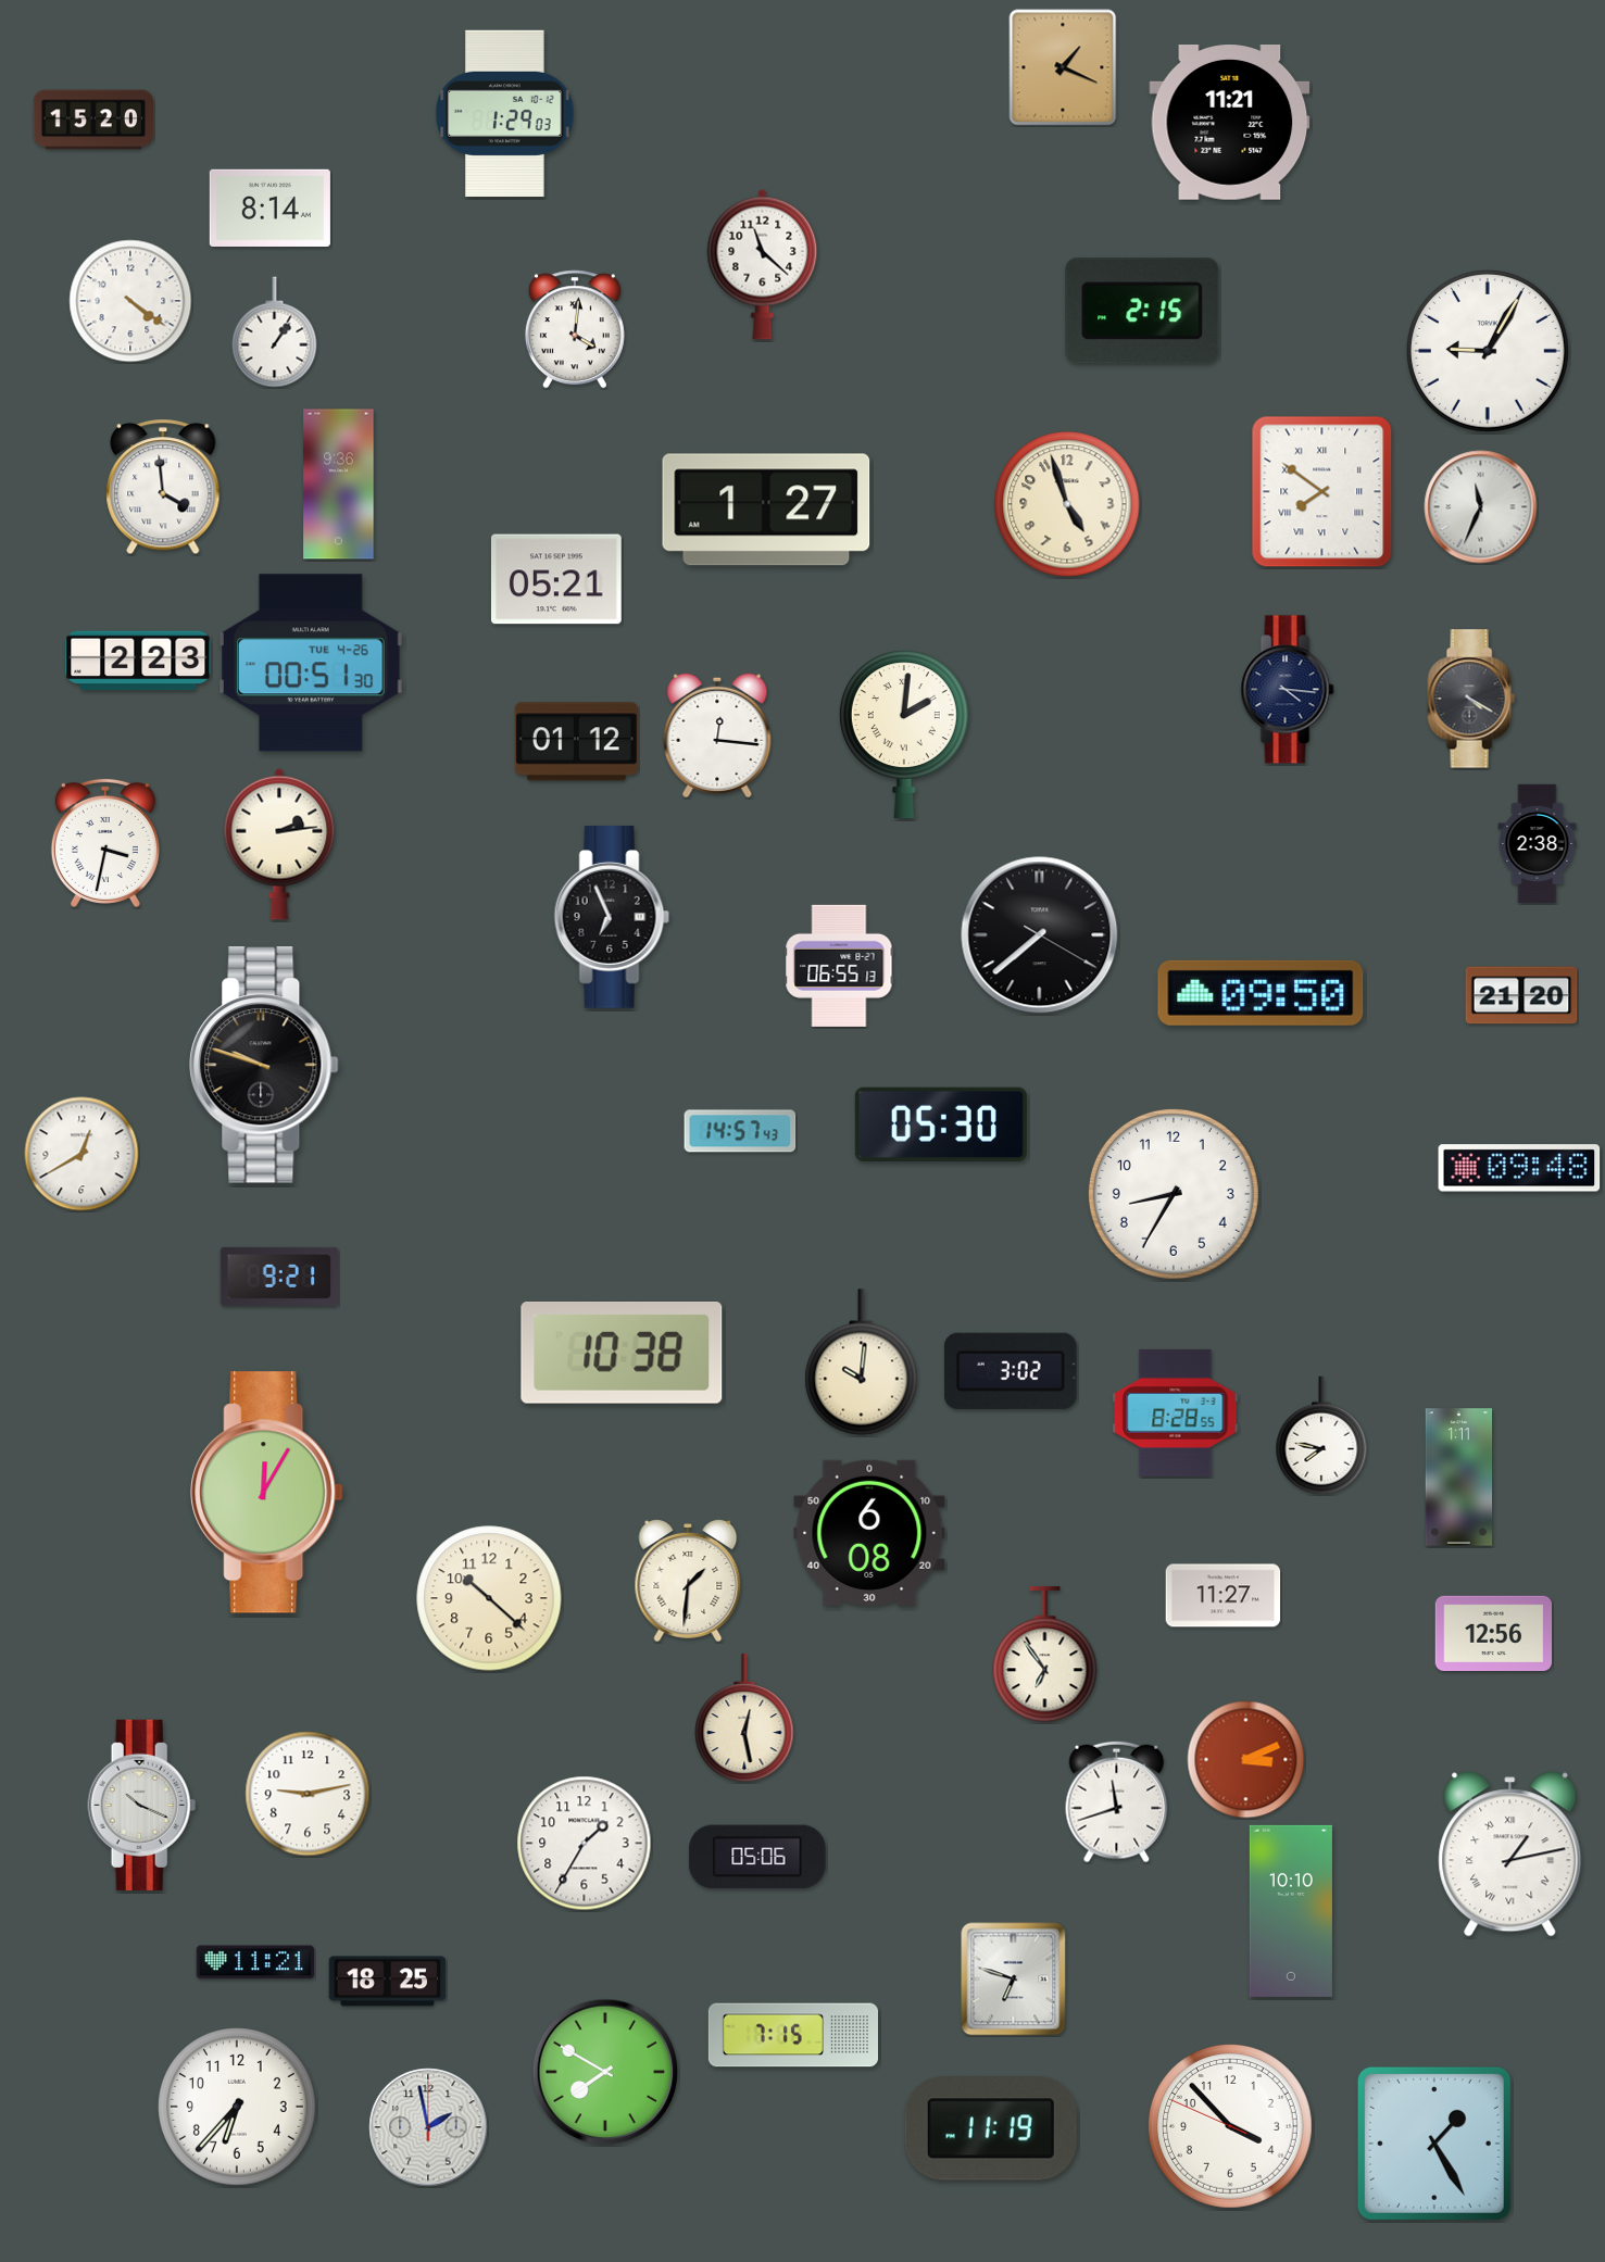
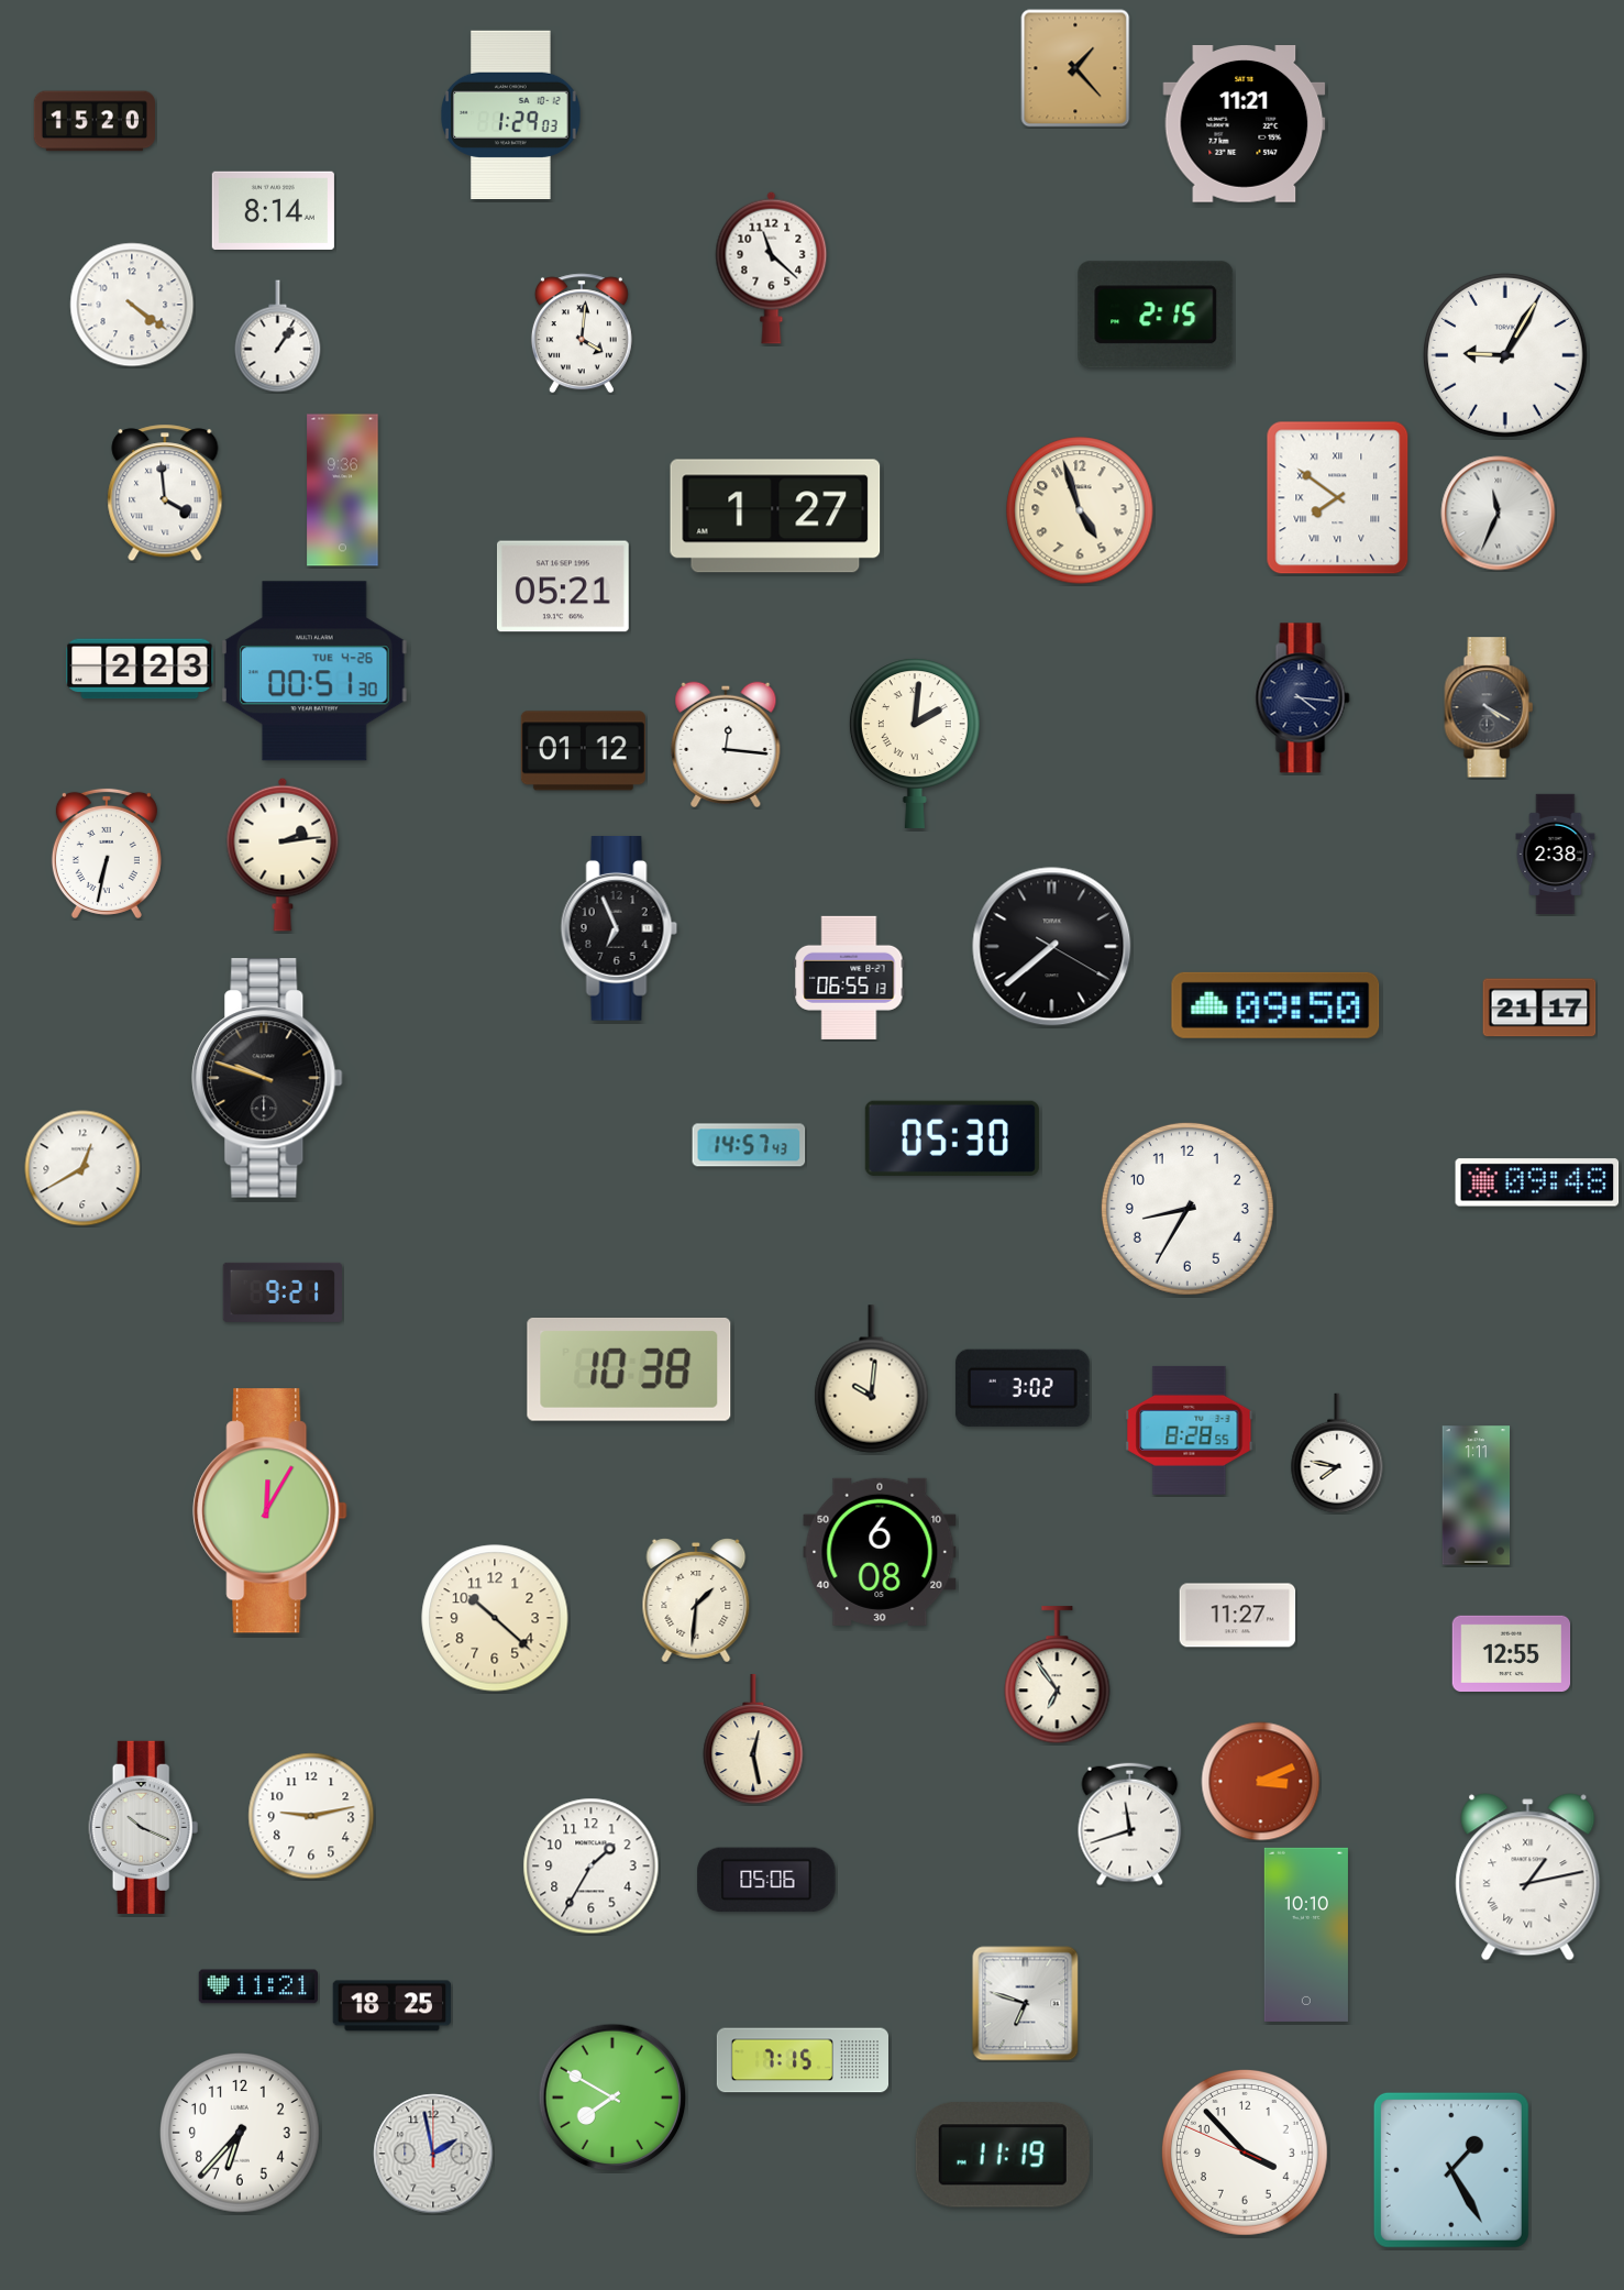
clock at (1063, 67): 1:19 -> 1:23
clock at (105, 843): 3:32 -> 6:32
clock at (1521, 995): 21:20 -> 21:17
clock at (1494, 1633): 12:56 -> 12:55
